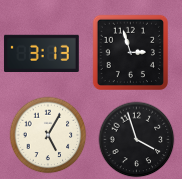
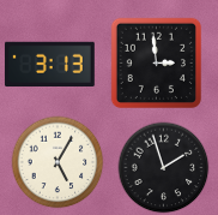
clock at (130, 52): 2:57 -> 2:59
clock at (137, 140): 3:57 -> 1:57
